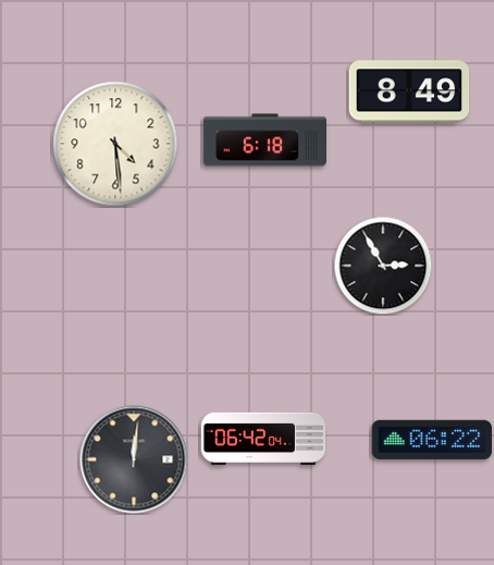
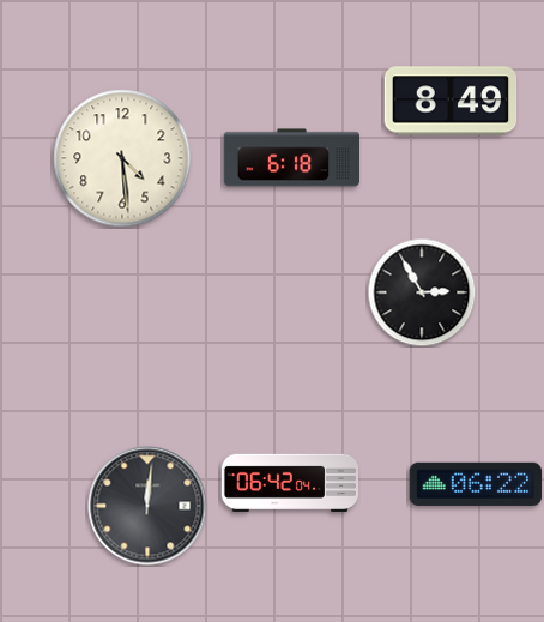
clock at (264, 140) position: (264, 140) -> (291, 158)
clock at (115, 144) position: (115, 144) -> (122, 158)
